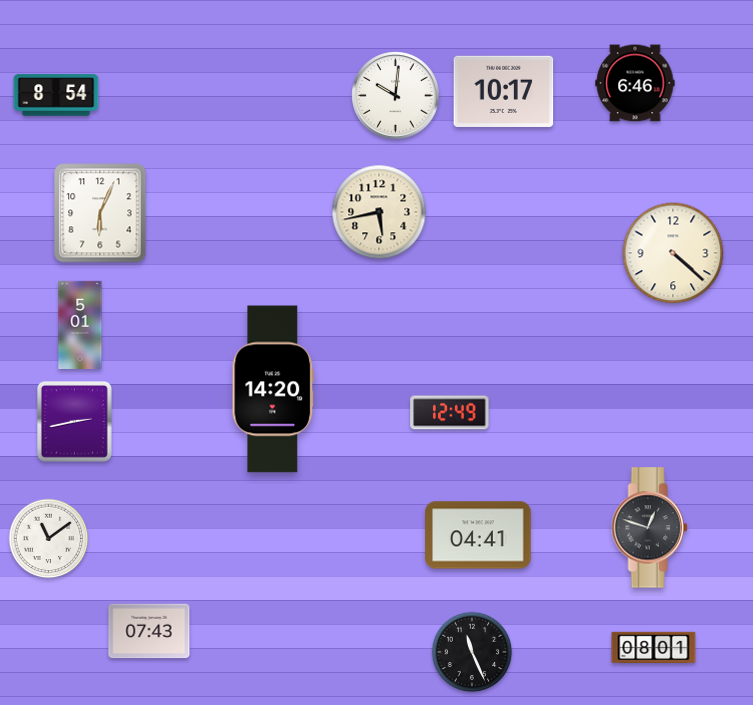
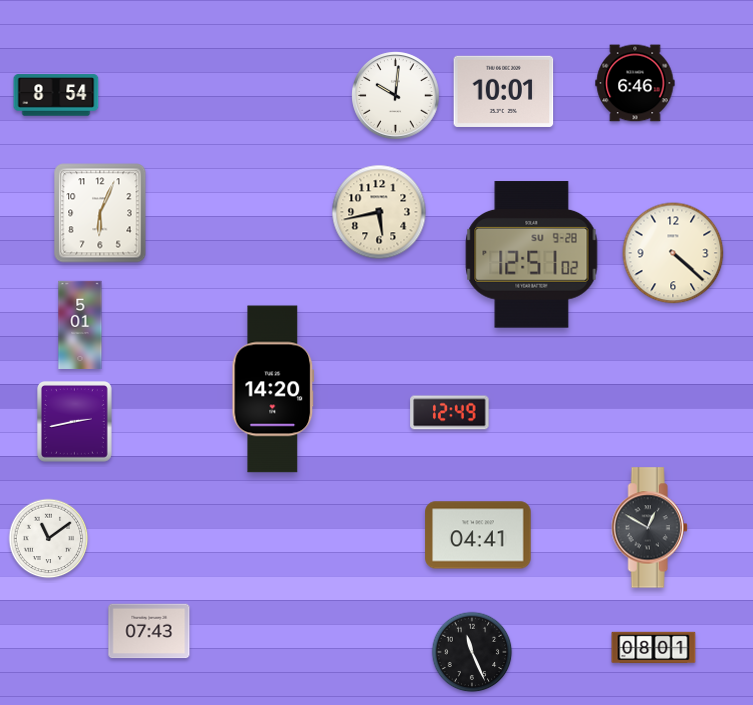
clock at (504, 91): 10:17 -> 10:01
clock at (532, 255): none -> 12:51
clock at (649, 528): 12:48 -> 12:50
